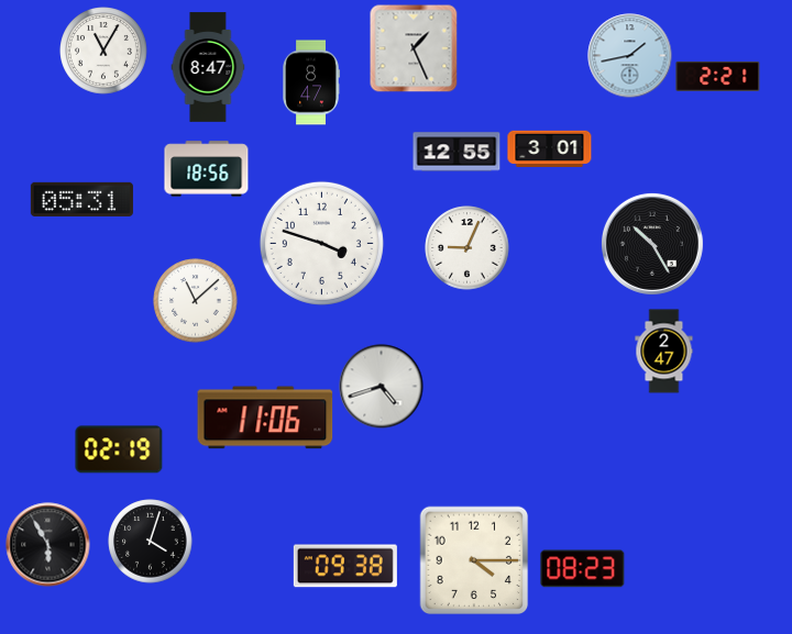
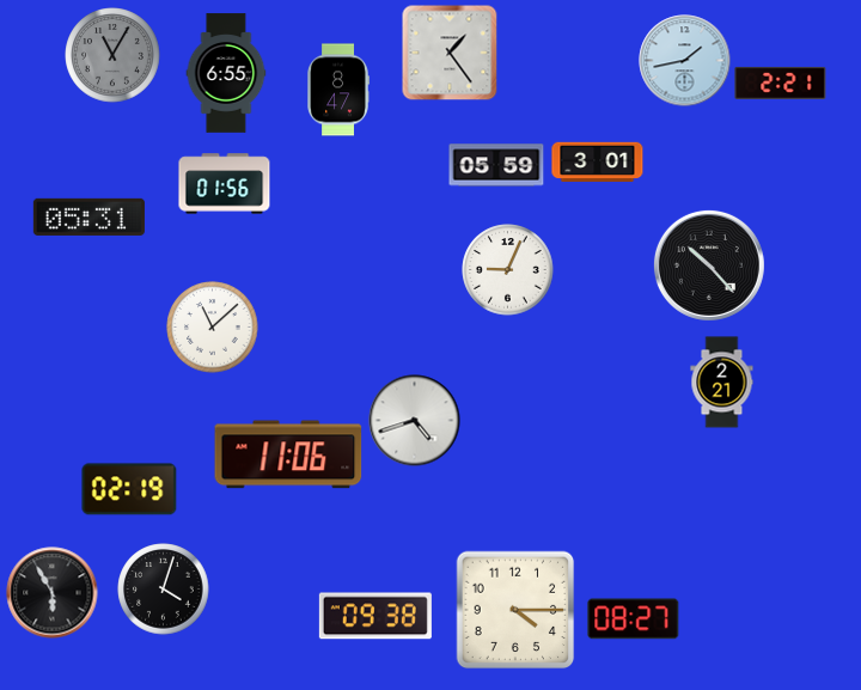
clock at (414, 48): 1:26 -> 1:24
clock at (103, 51) dial: white -> grey
clock at (208, 67): 8:47 -> 6:55
clock at (457, 152): 12:55 -> 05:59
clock at (207, 169): 18:56 -> 01:56
clock at (321, 243): 3:48 -> none
clock at (652, 244): 10:25 -> 10:23
clock at (664, 352): 2:47 -> 2:21
clock at (583, 569): 08:23 -> 08:27
